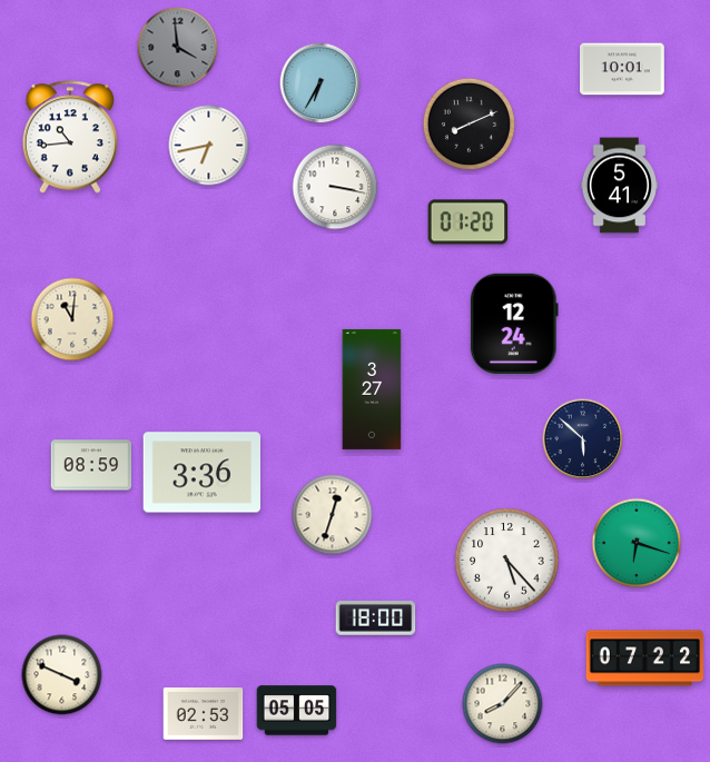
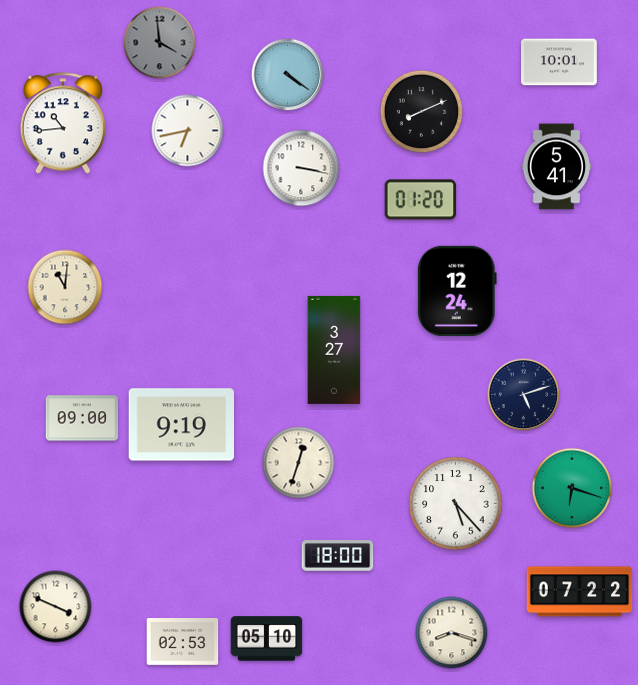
clock at (321, 83): 6:35 -> 4:21
clock at (514, 324) position: (514, 324) -> (457, 291)
clock at (583, 439): 5:52 -> 5:12
clock at (91, 465): 08:59 -> 09:00
clock at (201, 473): 3:36 -> 9:19
clock at (503, 704): 8:07 -> 8:18
clock at (297, 711): 05:05 -> 05:10
